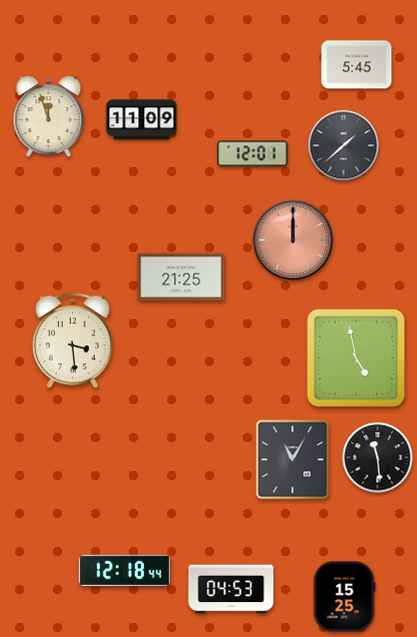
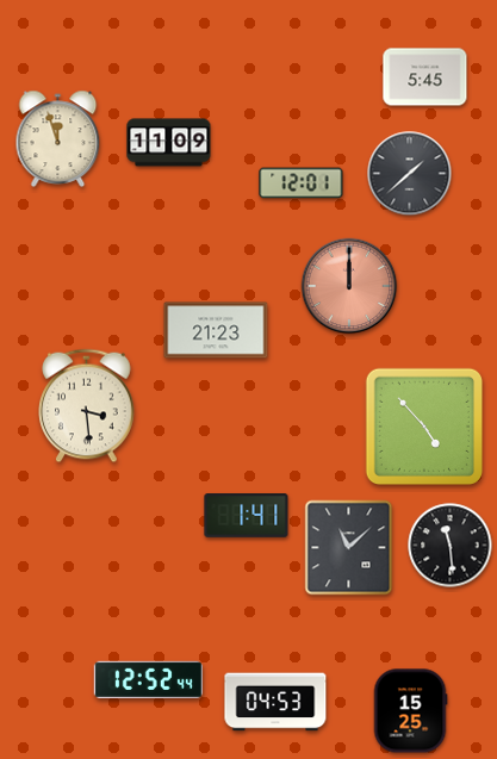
clock at (181, 277): 21:25 -> 21:23
clock at (355, 357): 4:58 -> 4:53
clock at (247, 516): none -> 1:41
clock at (293, 460): 11:05 -> 11:08
clock at (124, 570): 12:18 -> 12:52
